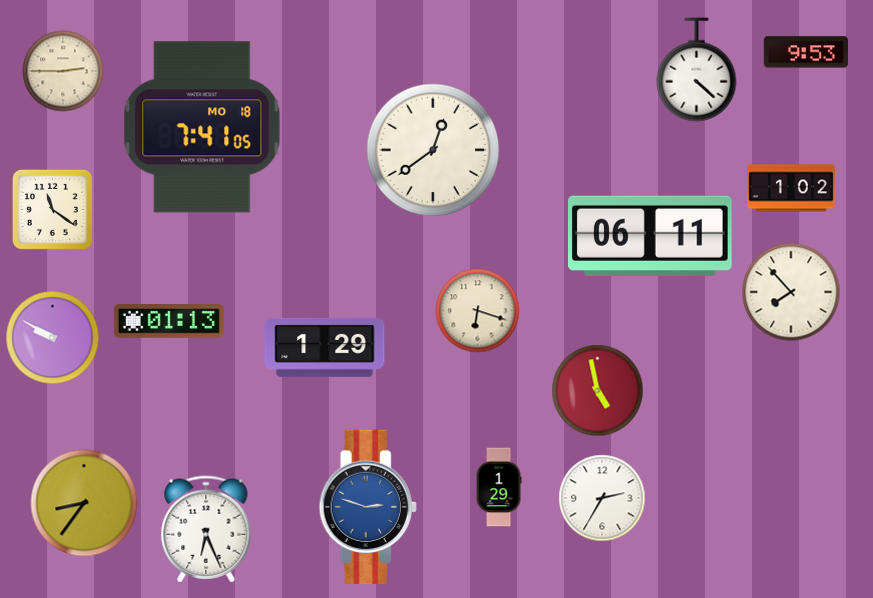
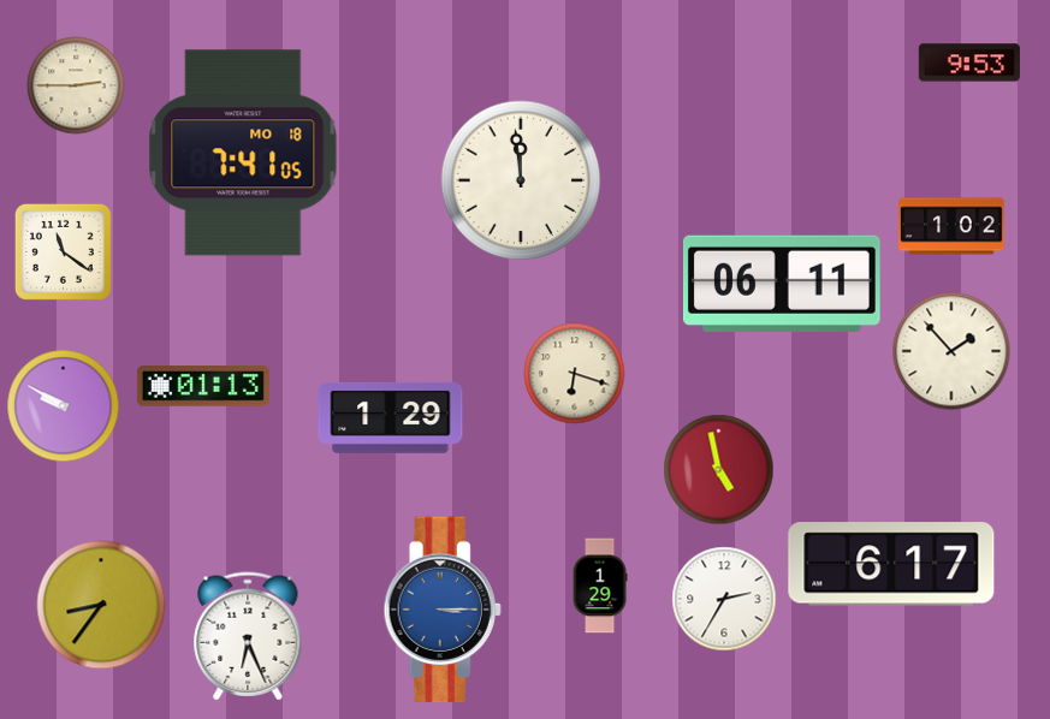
clock at (697, 70): 4:22 -> none
clock at (433, 150): 12:39 -> 11:59
clock at (791, 292): 7:53 -> 1:53
clock at (891, 564): none -> 6:17
clock at (368, 507): 2:48 -> 3:15
